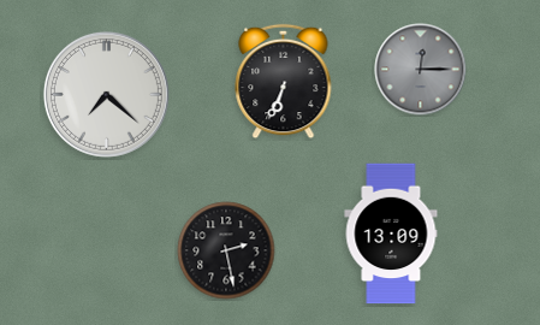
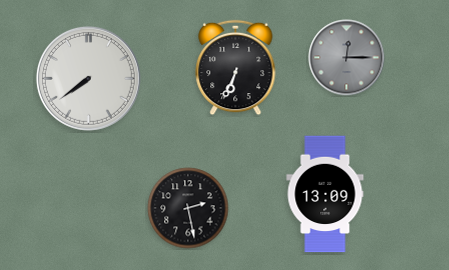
clock at (421, 70) position: (421, 70) -> (347, 58)
clock at (106, 94): 7:22 -> 7:39
